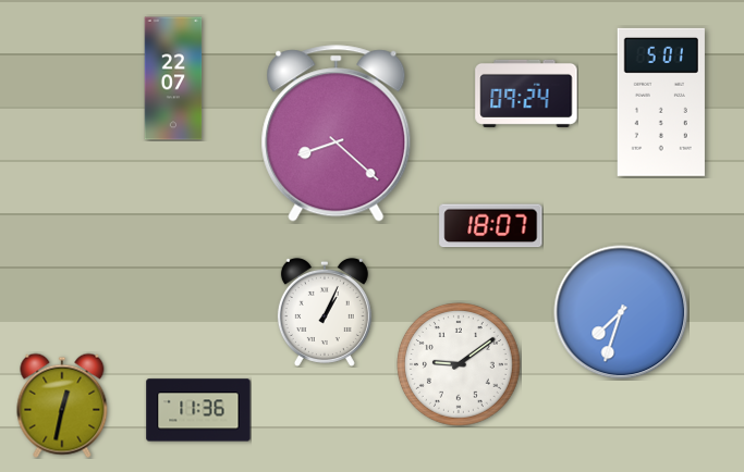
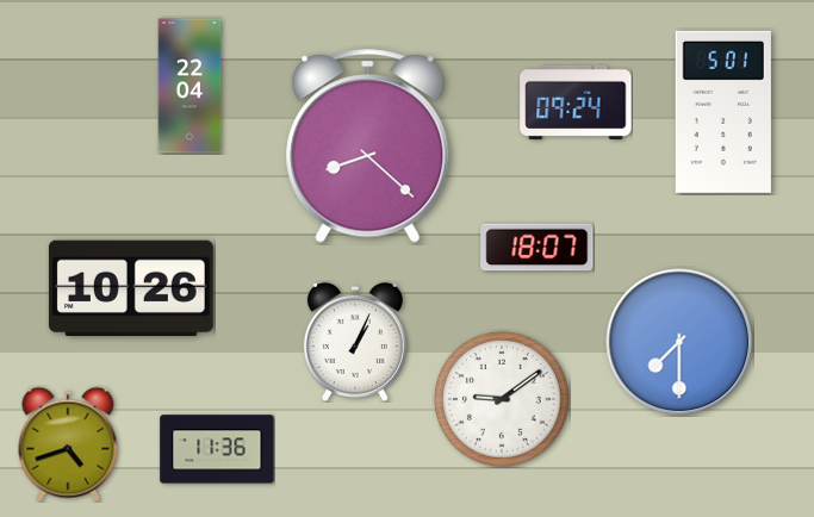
clock at (173, 78): 22:07 -> 22:04
clock at (131, 287): none -> 10:26
clock at (621, 312): 7:33 -> 7:30
clock at (62, 406): 12:32 -> 4:42
